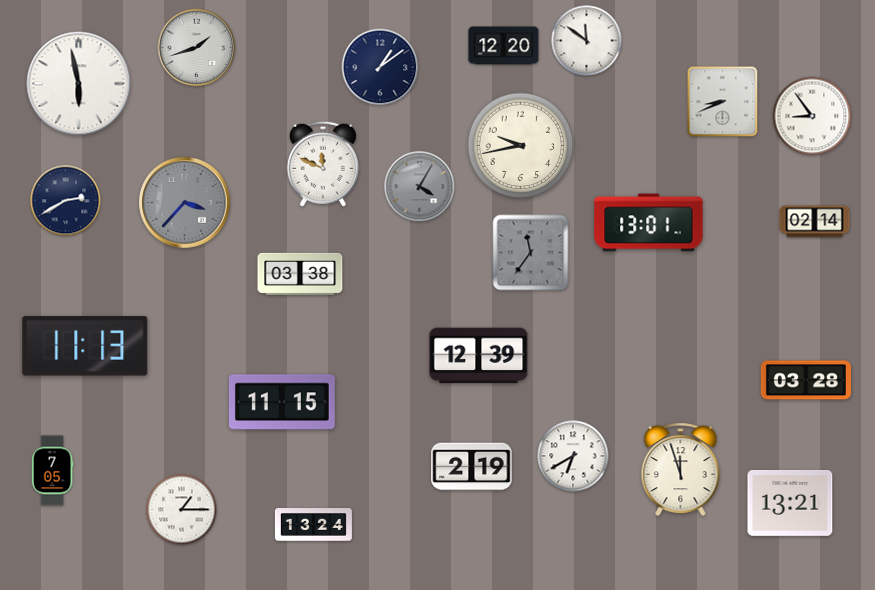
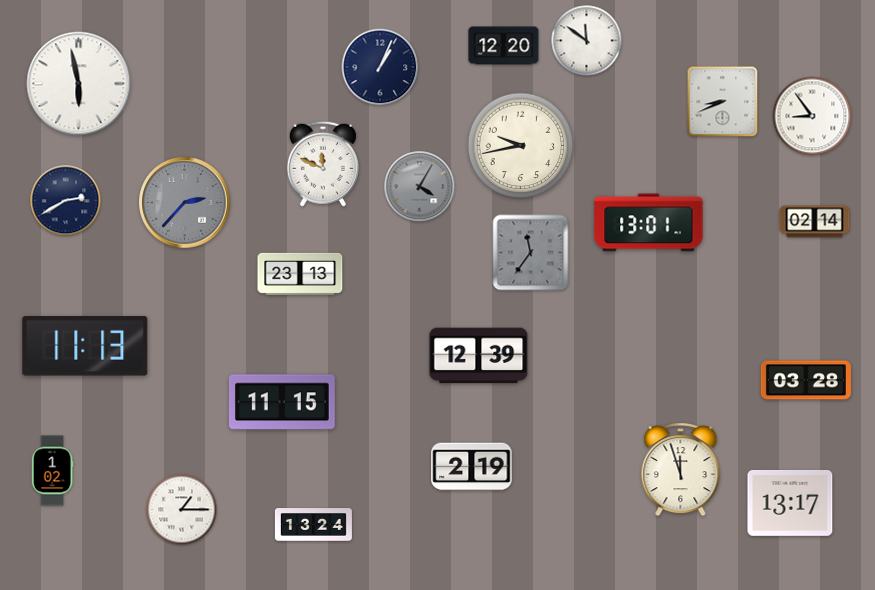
clock at (197, 48): 1:42 -> none
clock at (380, 67): 1:09 -> 1:04
clock at (185, 203): 3:37 -> 2:37
clock at (300, 274): 03:38 -> 23:13
clock at (573, 456): 6:40 -> none
clock at (52, 471): 7:05 -> 1:02
clock at (790, 503): 13:21 -> 13:17
